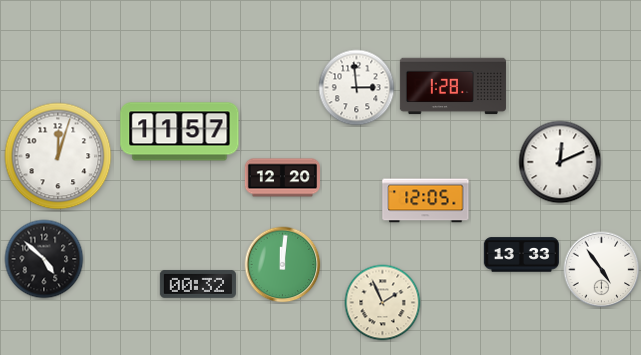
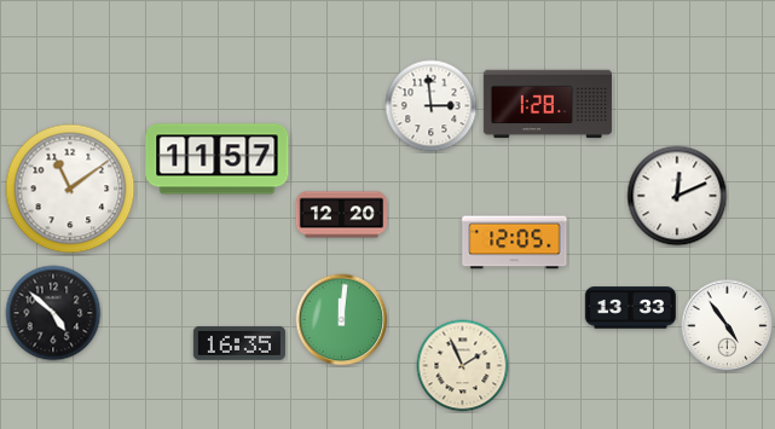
clock at (58, 156): 12:03 -> 11:09
clock at (198, 284): 00:32 -> 16:35
